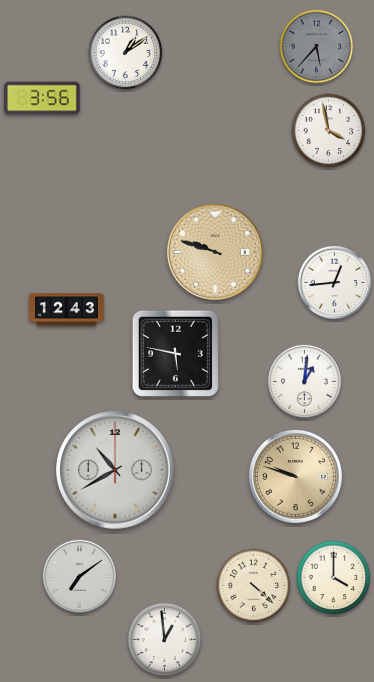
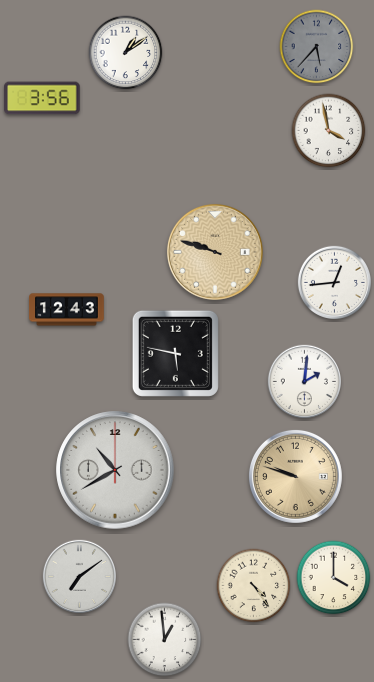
clock at (304, 381): 1:01 -> 2:01
clock at (254, 586): 4:22 -> 4:24
